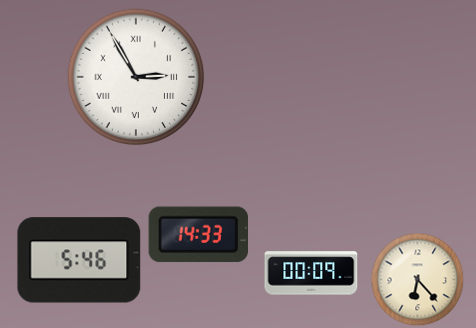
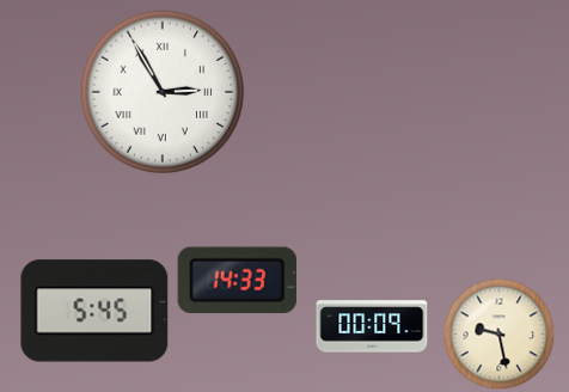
clock at (79, 260): 5:46 -> 5:45
clock at (418, 280): 6:23 -> 9:28
